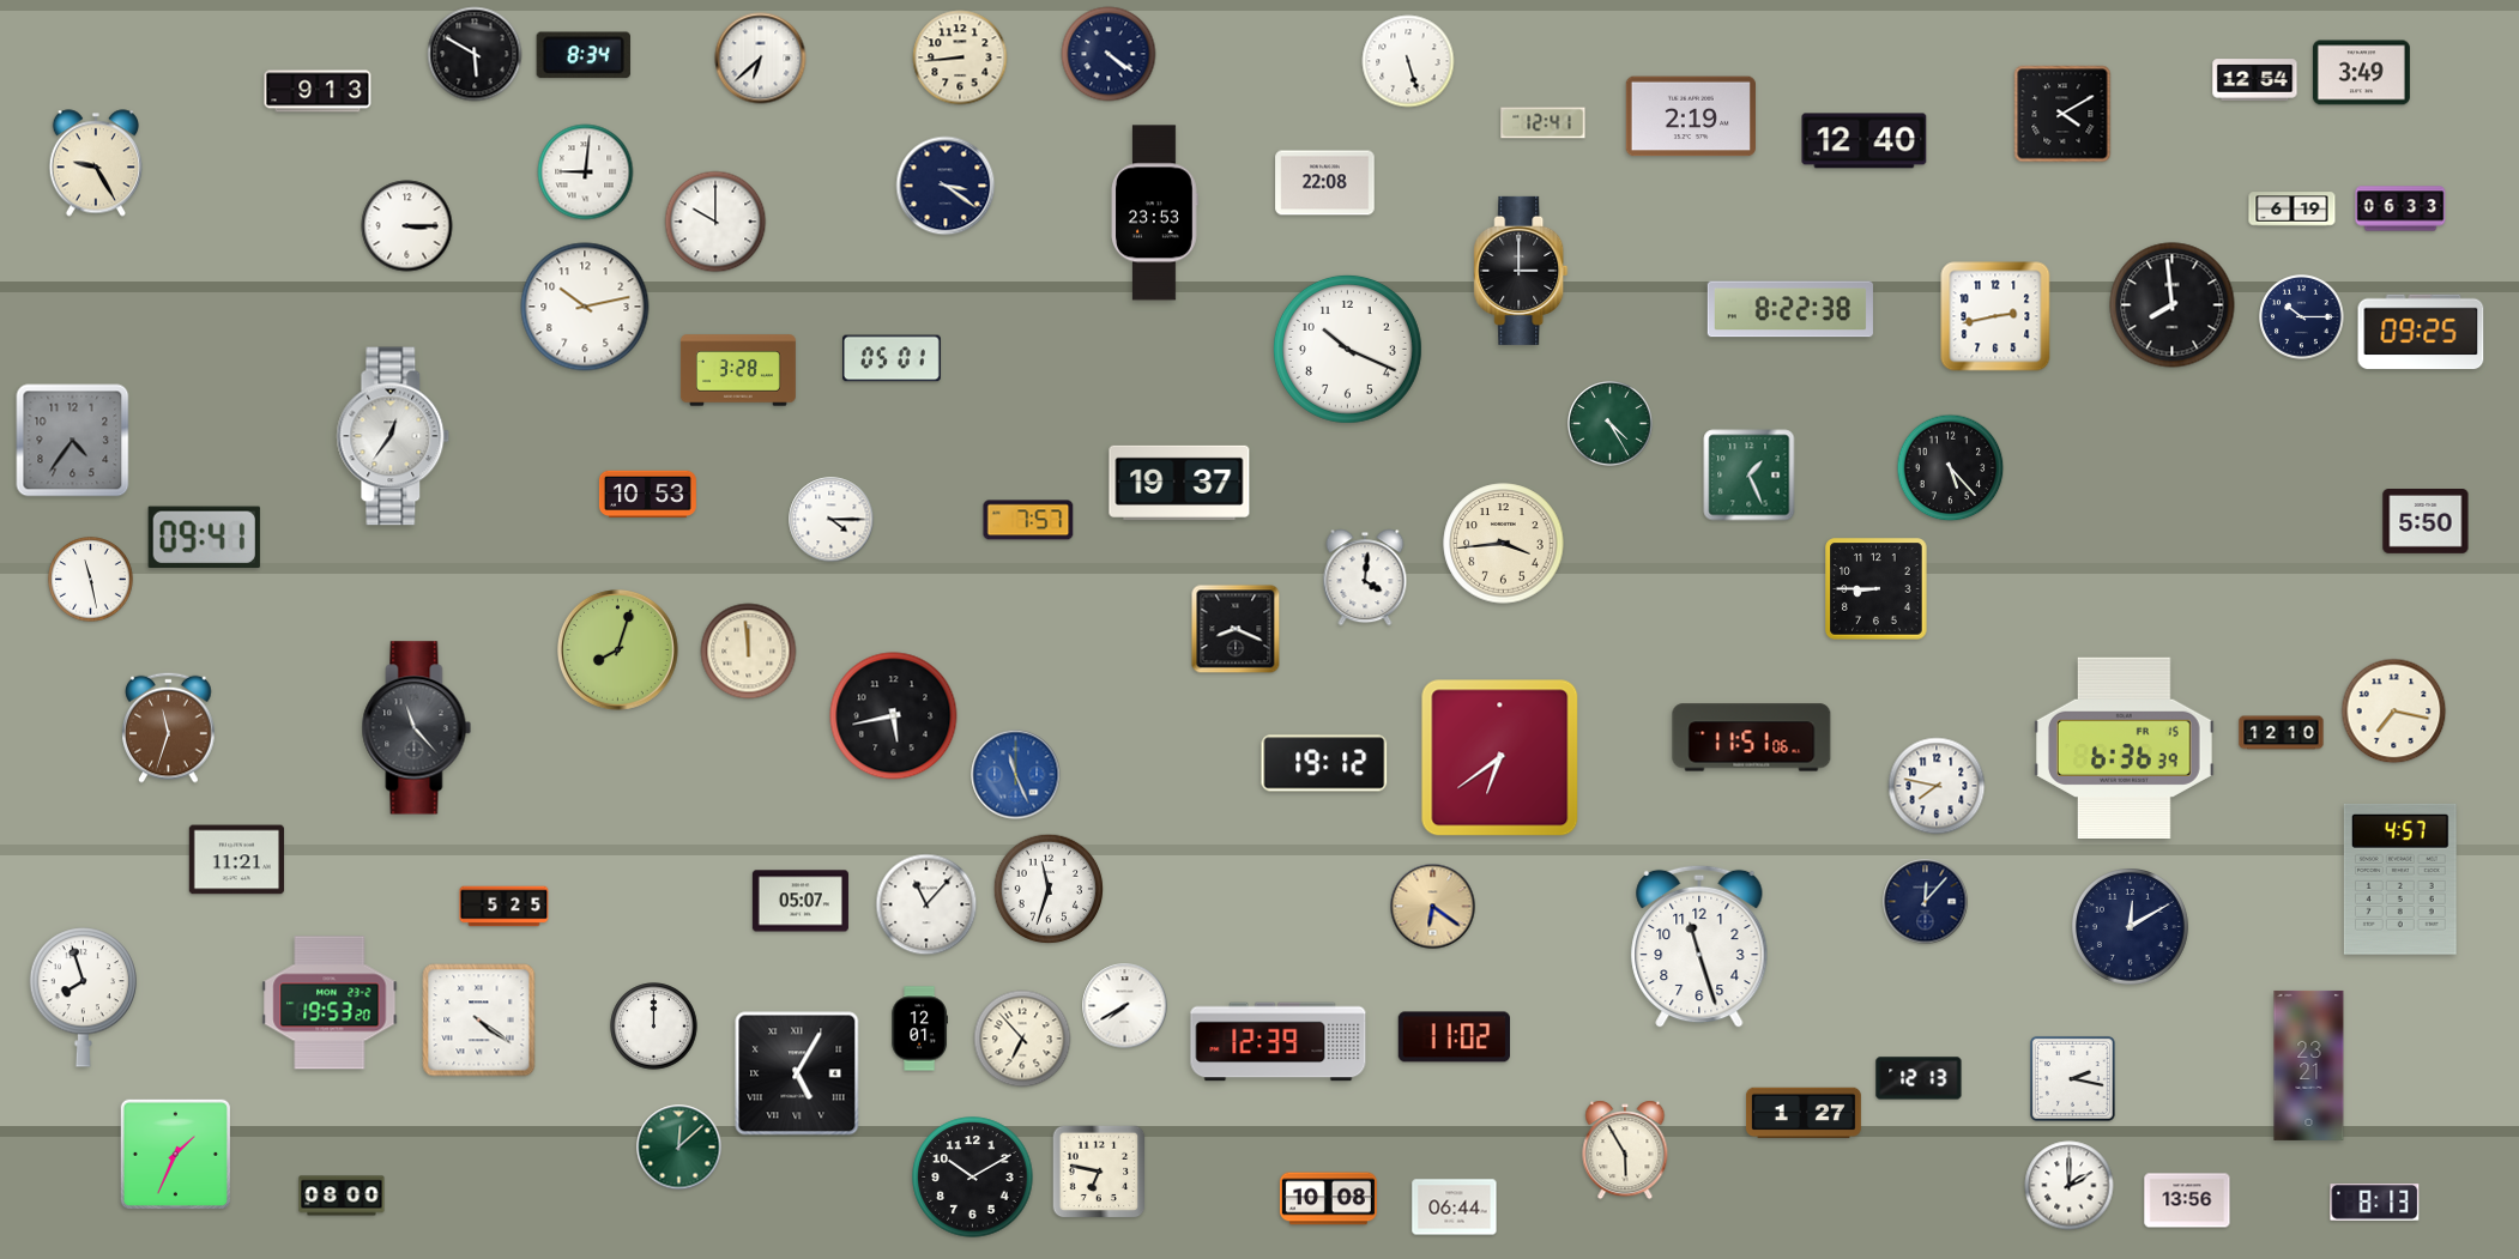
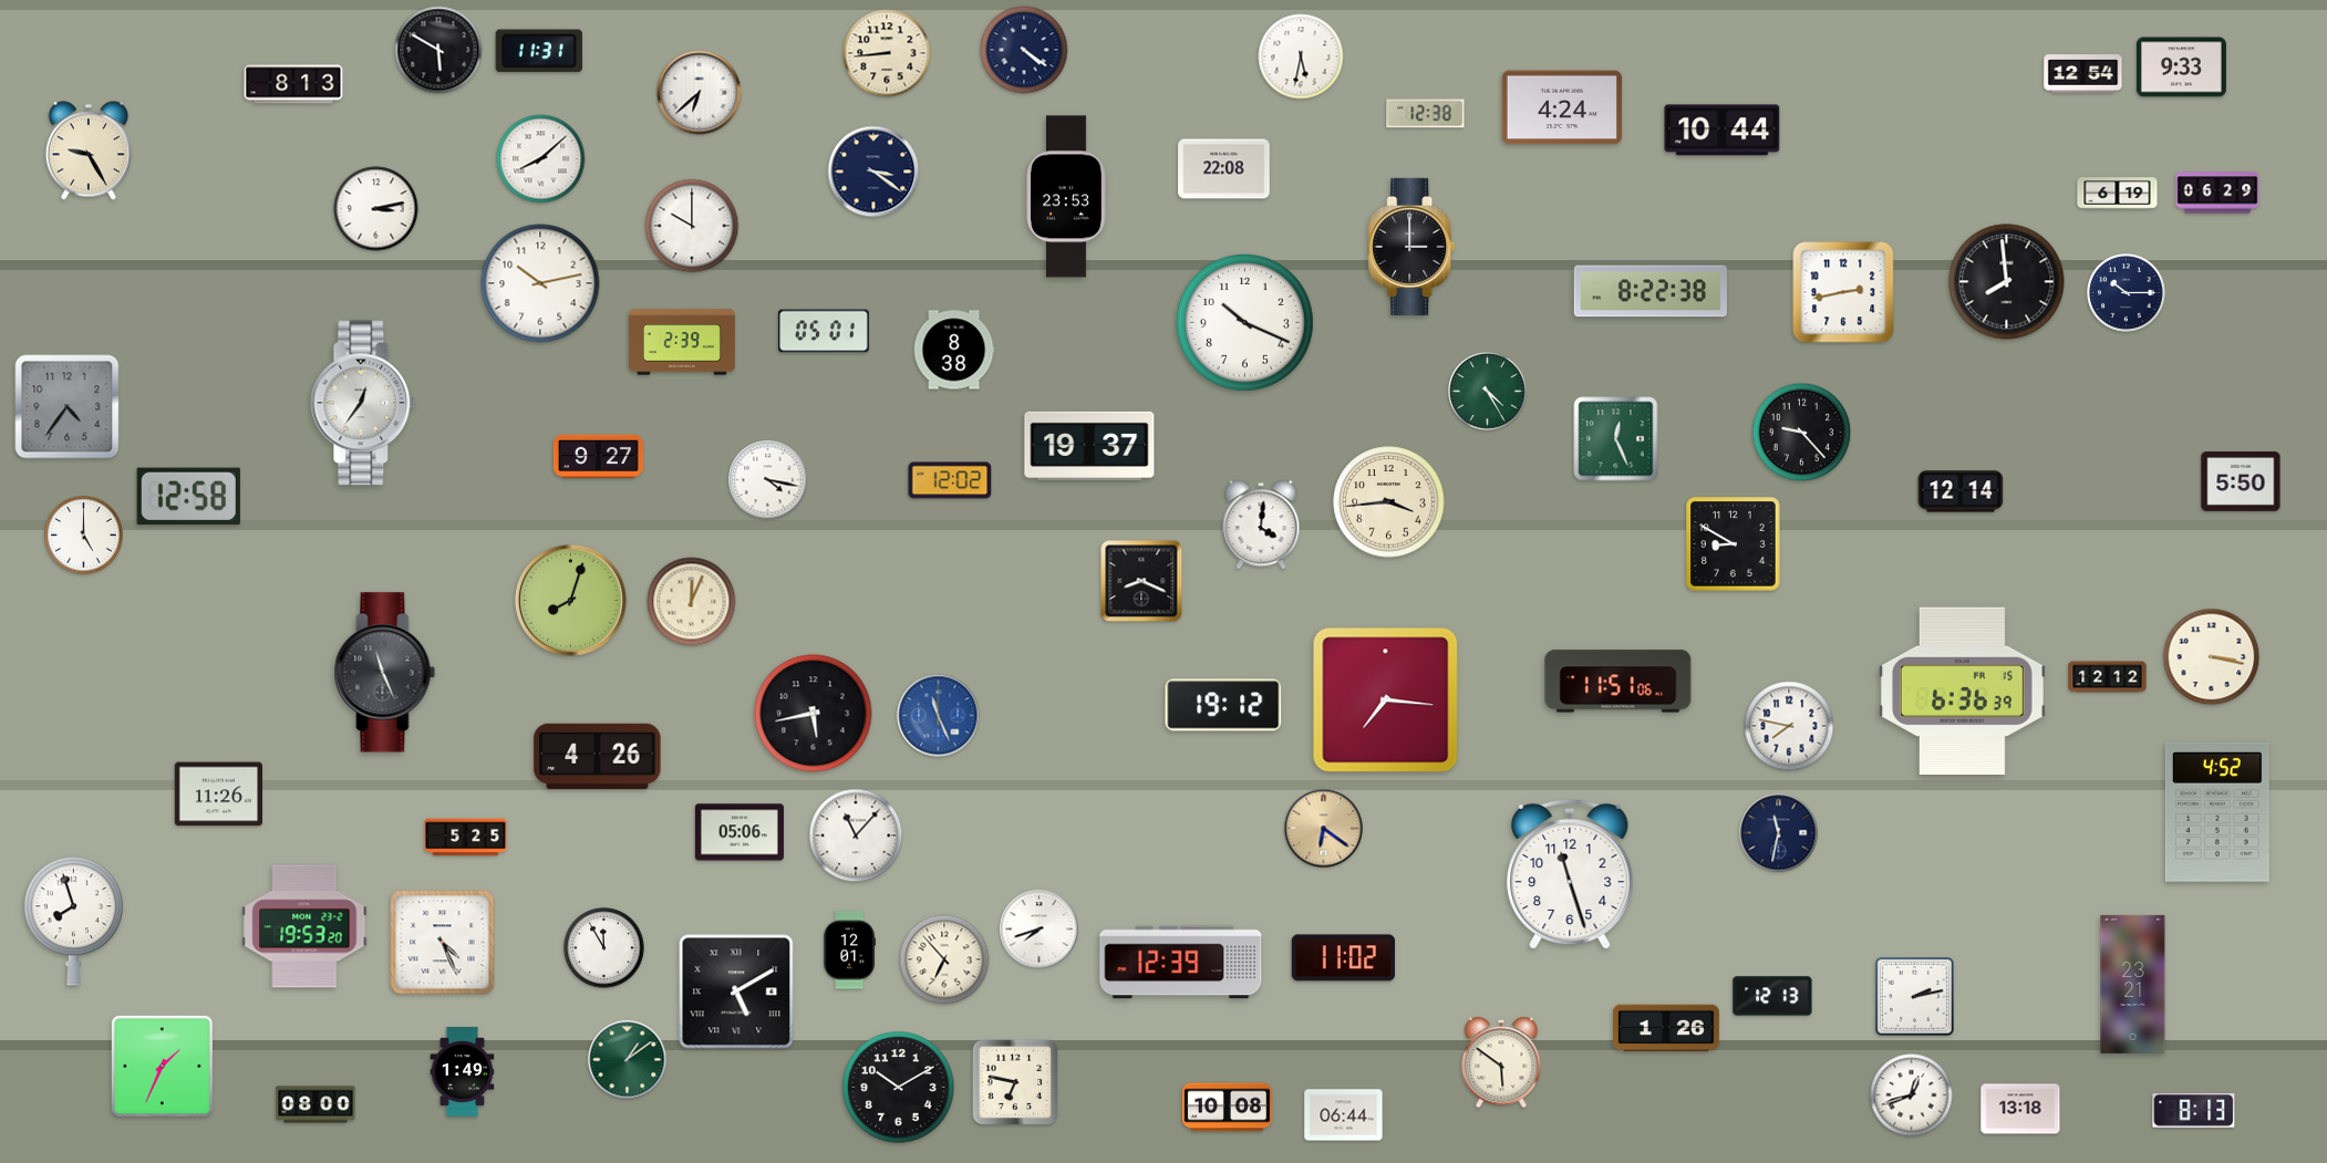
clock at (584, 55): 8:34 -> 11:31
clock at (761, 59) position: (761, 59) -> (700, 93)
clock at (1408, 61): 5:27 -> 5:32
clock at (2361, 73): 3:49 -> 9:33
clock at (318, 91): 9:13 -> 8:13
clock at (2062, 114): 4:10 -> none
clock at (1691, 116): 2:19 -> 4:24
clock at (1544, 123): 12:41 -> 12:38
clock at (1865, 141): 12:40 -> 10:44
clock at (586, 172): 9:01 -> 8:08
clock at (2400, 208): 06:33 -> 06:29
clock at (715, 222) position: (715, 222) -> (692, 226)
clock at (407, 226): 3:15 -> 3:13
clock at (1521, 271) position: (1521, 271) -> (1411, 247)
clock at (1790, 309) position: (1790, 309) -> (1651, 291)
clock at (2421, 332): 09:25 -> none
clock at (738, 370): 3:28 -> 2:39
clock at (954, 350): none -> 8:38
clock at (1951, 468): 5:23 -> 9:23
clock at (1750, 476): 1:26 -> 12:26
clock at (647, 495): 10:53 -> 9:27
clock at (832, 520): 4:15 -> 4:17
clock at (1028, 520): 7:57 -> 12:02
clock at (1961, 491): none -> 12:14
clock at (204, 537): 09:41 -> 12:58
clock at (1365, 577) position: (1365, 577) -> (1261, 525)
clock at (91, 580): 11:28 -> 5:00
clock at (1877, 589): 8:45 -> 8:50
clock at (749, 652): 11:59 -> 12:04
clock at (2394, 712): 7:17 -> 3:17
clock at (894, 716) position: (894, 716) -> (814, 714)
clock at (169, 727): 11:33 -> none
clock at (417, 728): 11:23 -> 11:26
clock at (2282, 733): 12:10 -> 12:12
clock at (1500, 758): 6:39 -> 7:16
clock at (598, 756): none -> 4:26
clock at (236, 860): 11:21 -> 11:26
clock at (2400, 879): 4:57 -> 4:52
clock at (1049, 889): 11:33 -> none
clock at (801, 901): 05:07 -> 05:06
clock at (1926, 902): 12:07 -> 11:32
clock at (1433, 907) position: (1433, 907) -> (1324, 829)
clock at (2131, 927): 12:10 -> none
clock at (83, 998) position: (83, 998) -> (73, 922)
clock at (1125, 1006): 7:40 -> 7:42
clock at (479, 1021): 4:21 -> 4:26
clock at (654, 1027): 12:00 -> 11:55
clock at (797, 1073): 5:05 -> 5:10
clock at (2072, 1078): 2:17 -> 2:13
clock at (1804, 1113): 1:27 -> 1:26
clock at (679, 1148): 12:08 -> 1:09
clock at (1625, 1150): 5:55 -> 5:51
clock at (463, 1071): none -> 1:49
clock at (2070, 1186): 2:00 -> 12:42
clock at (2187, 1200): 13:56 -> 13:18
